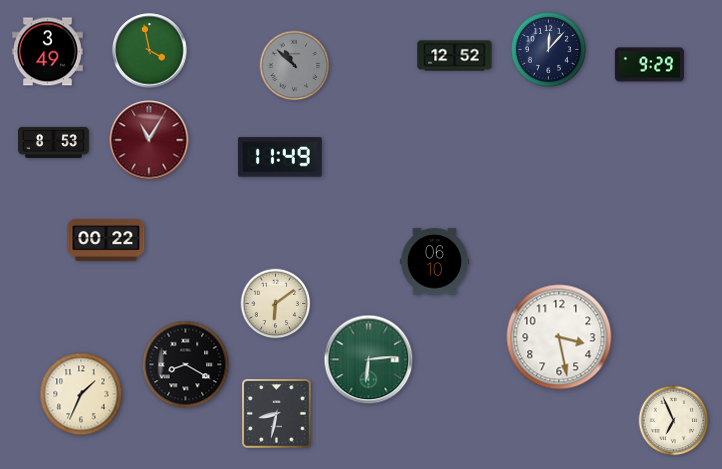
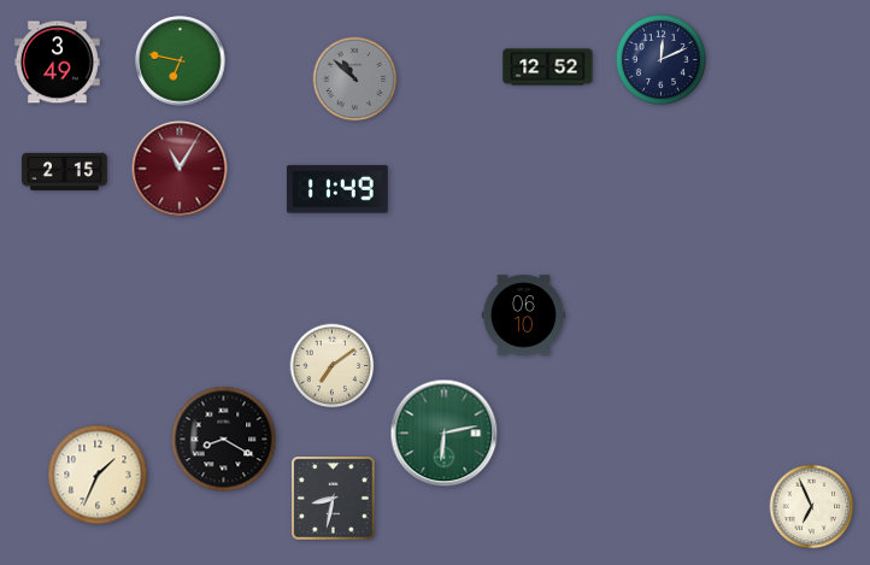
clock at (548, 49): 12:07 -> 12:11
clock at (150, 51): 3:58 -> 6:47
clock at (649, 65): 9:29 -> none
clock at (54, 142): 8:53 -> 2:15
clock at (106, 240): 00:22 -> none
clock at (276, 304): 6:09 -> 7:09
clock at (559, 337): 3:28 -> none
clock at (369, 360): 6:14 -> 6:13
